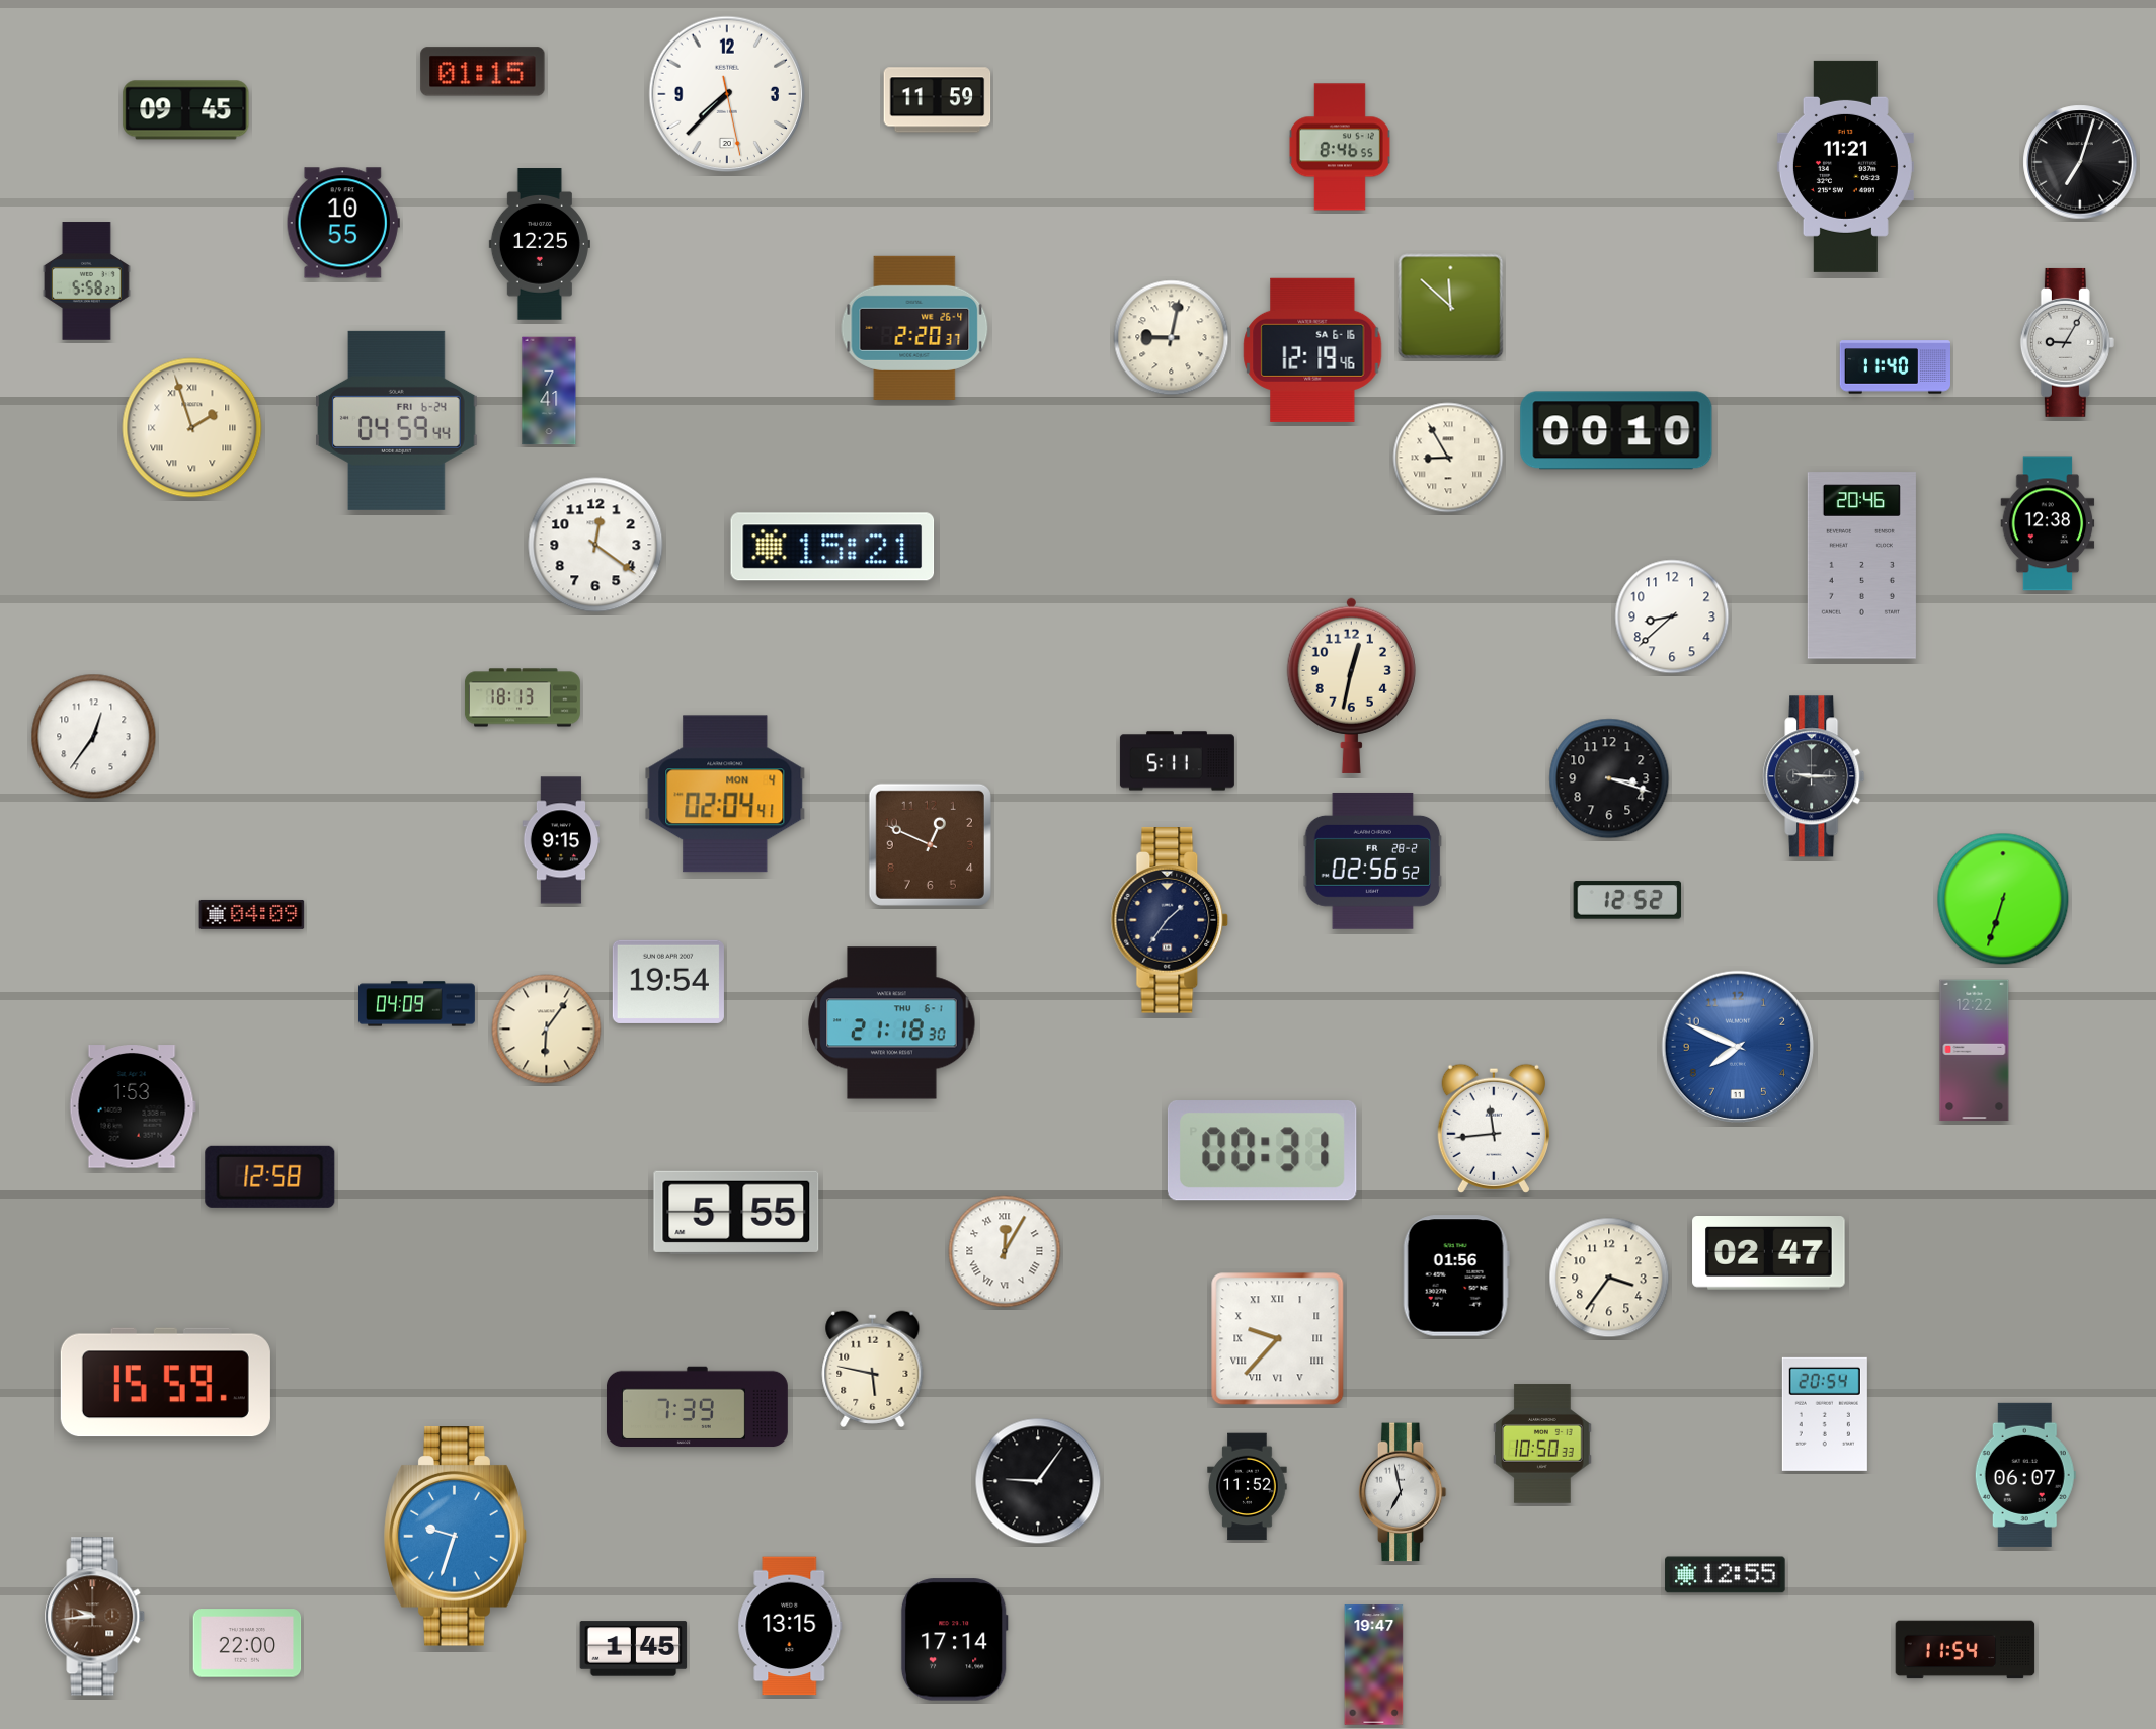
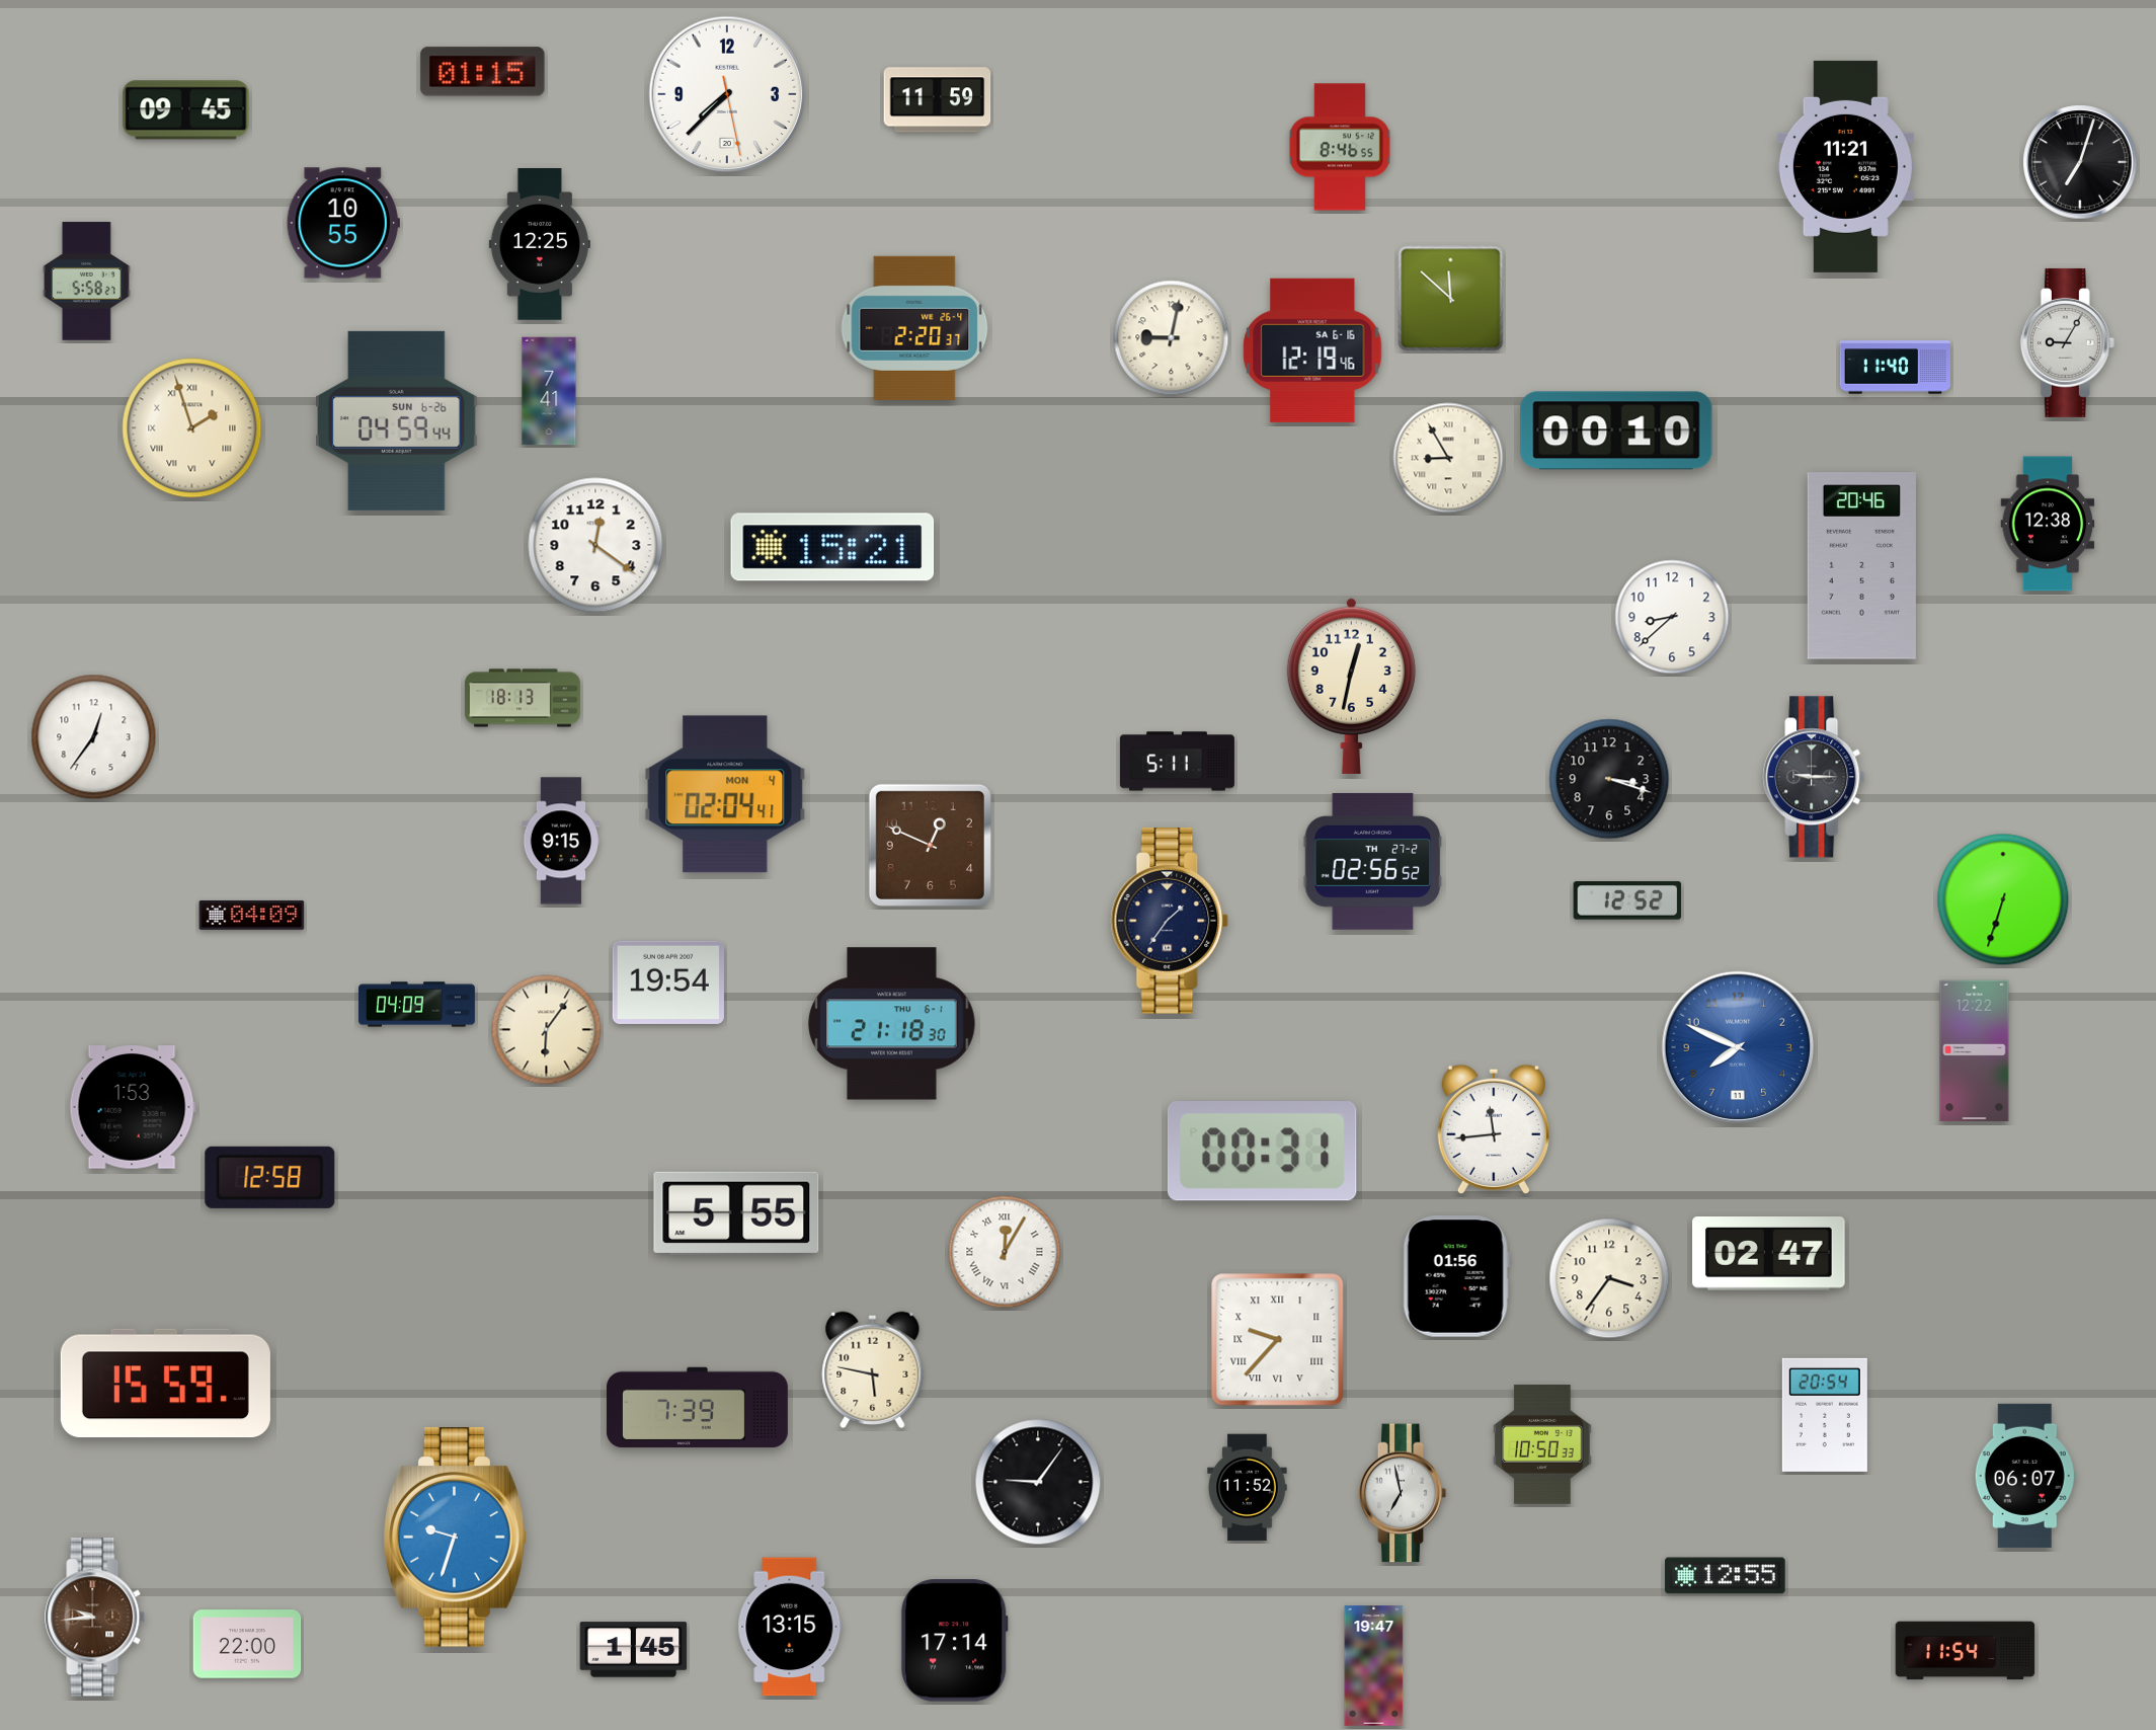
clock at (1451, 307) position: (1451, 307) -> (1451, 299)
clock at (397, 420) date: FRI 6-24 -> SUN 6-26
clock at (1373, 860) date: FR 28-2 -> TH 27-2
